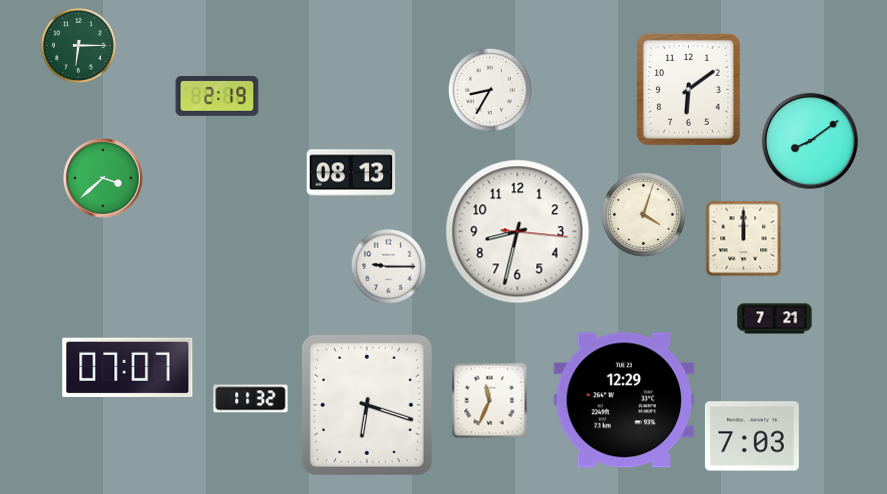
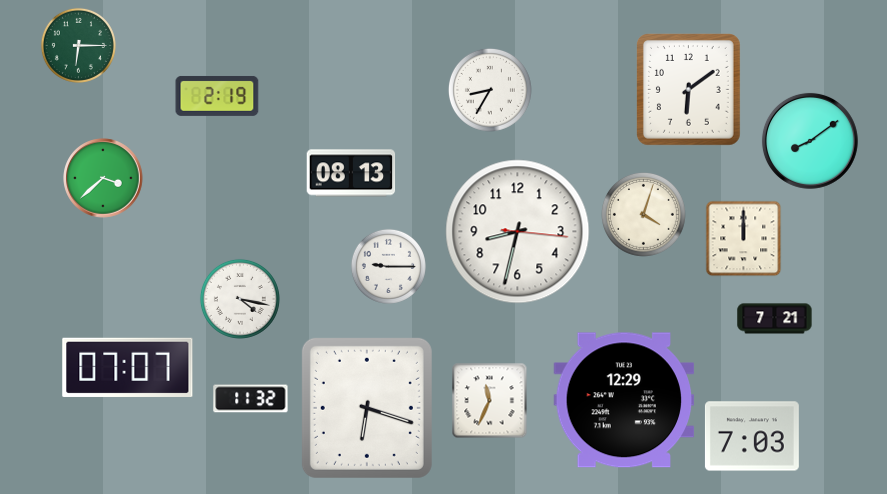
clock at (240, 299): none -> 4:17
clock at (367, 405) position: (367, 405) -> (367, 408)
